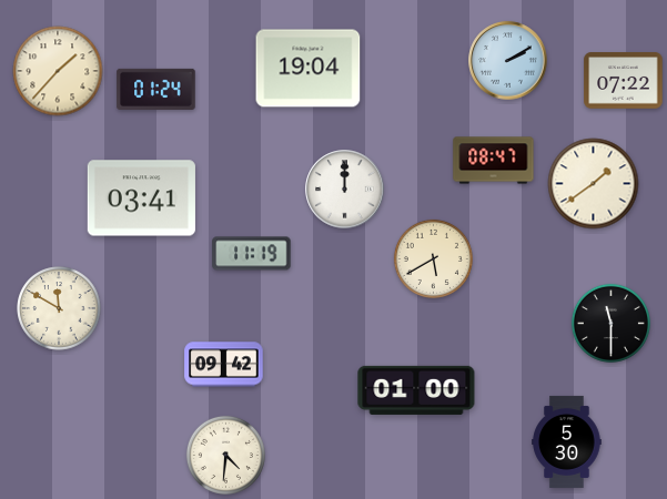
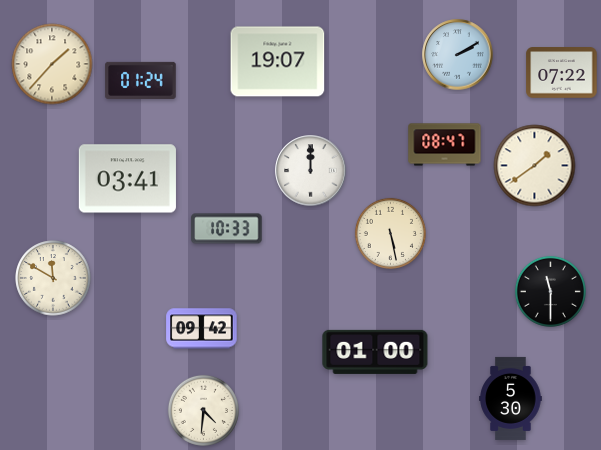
clock at (309, 69): 19:04 -> 19:07
clock at (252, 254): 11:19 -> 10:33
clock at (433, 258): 5:40 -> 5:28
